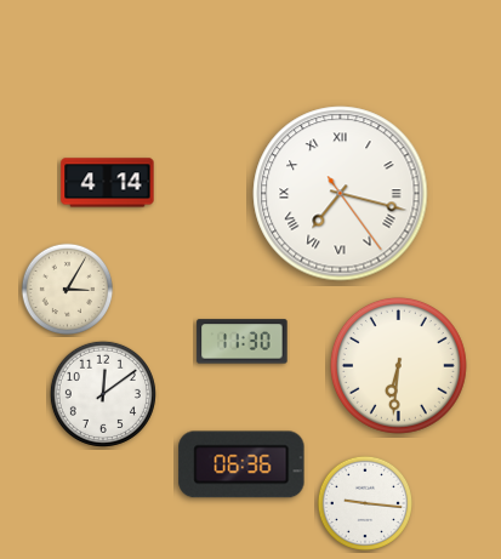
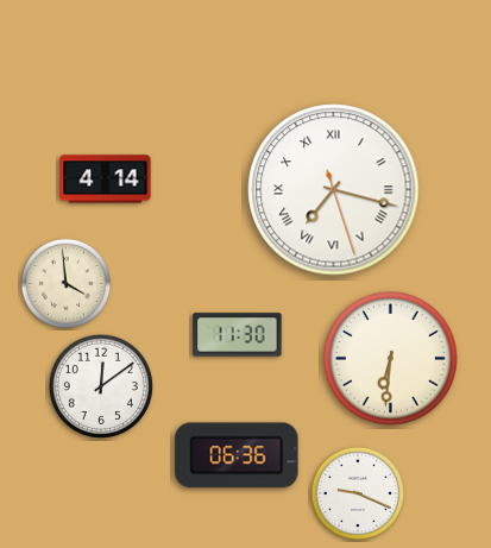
clock at (341, 194): 7:17:24 -> 7:17:27
clock at (68, 290): 3:05 -> 3:59
clock at (364, 502): 9:16 -> 9:19
